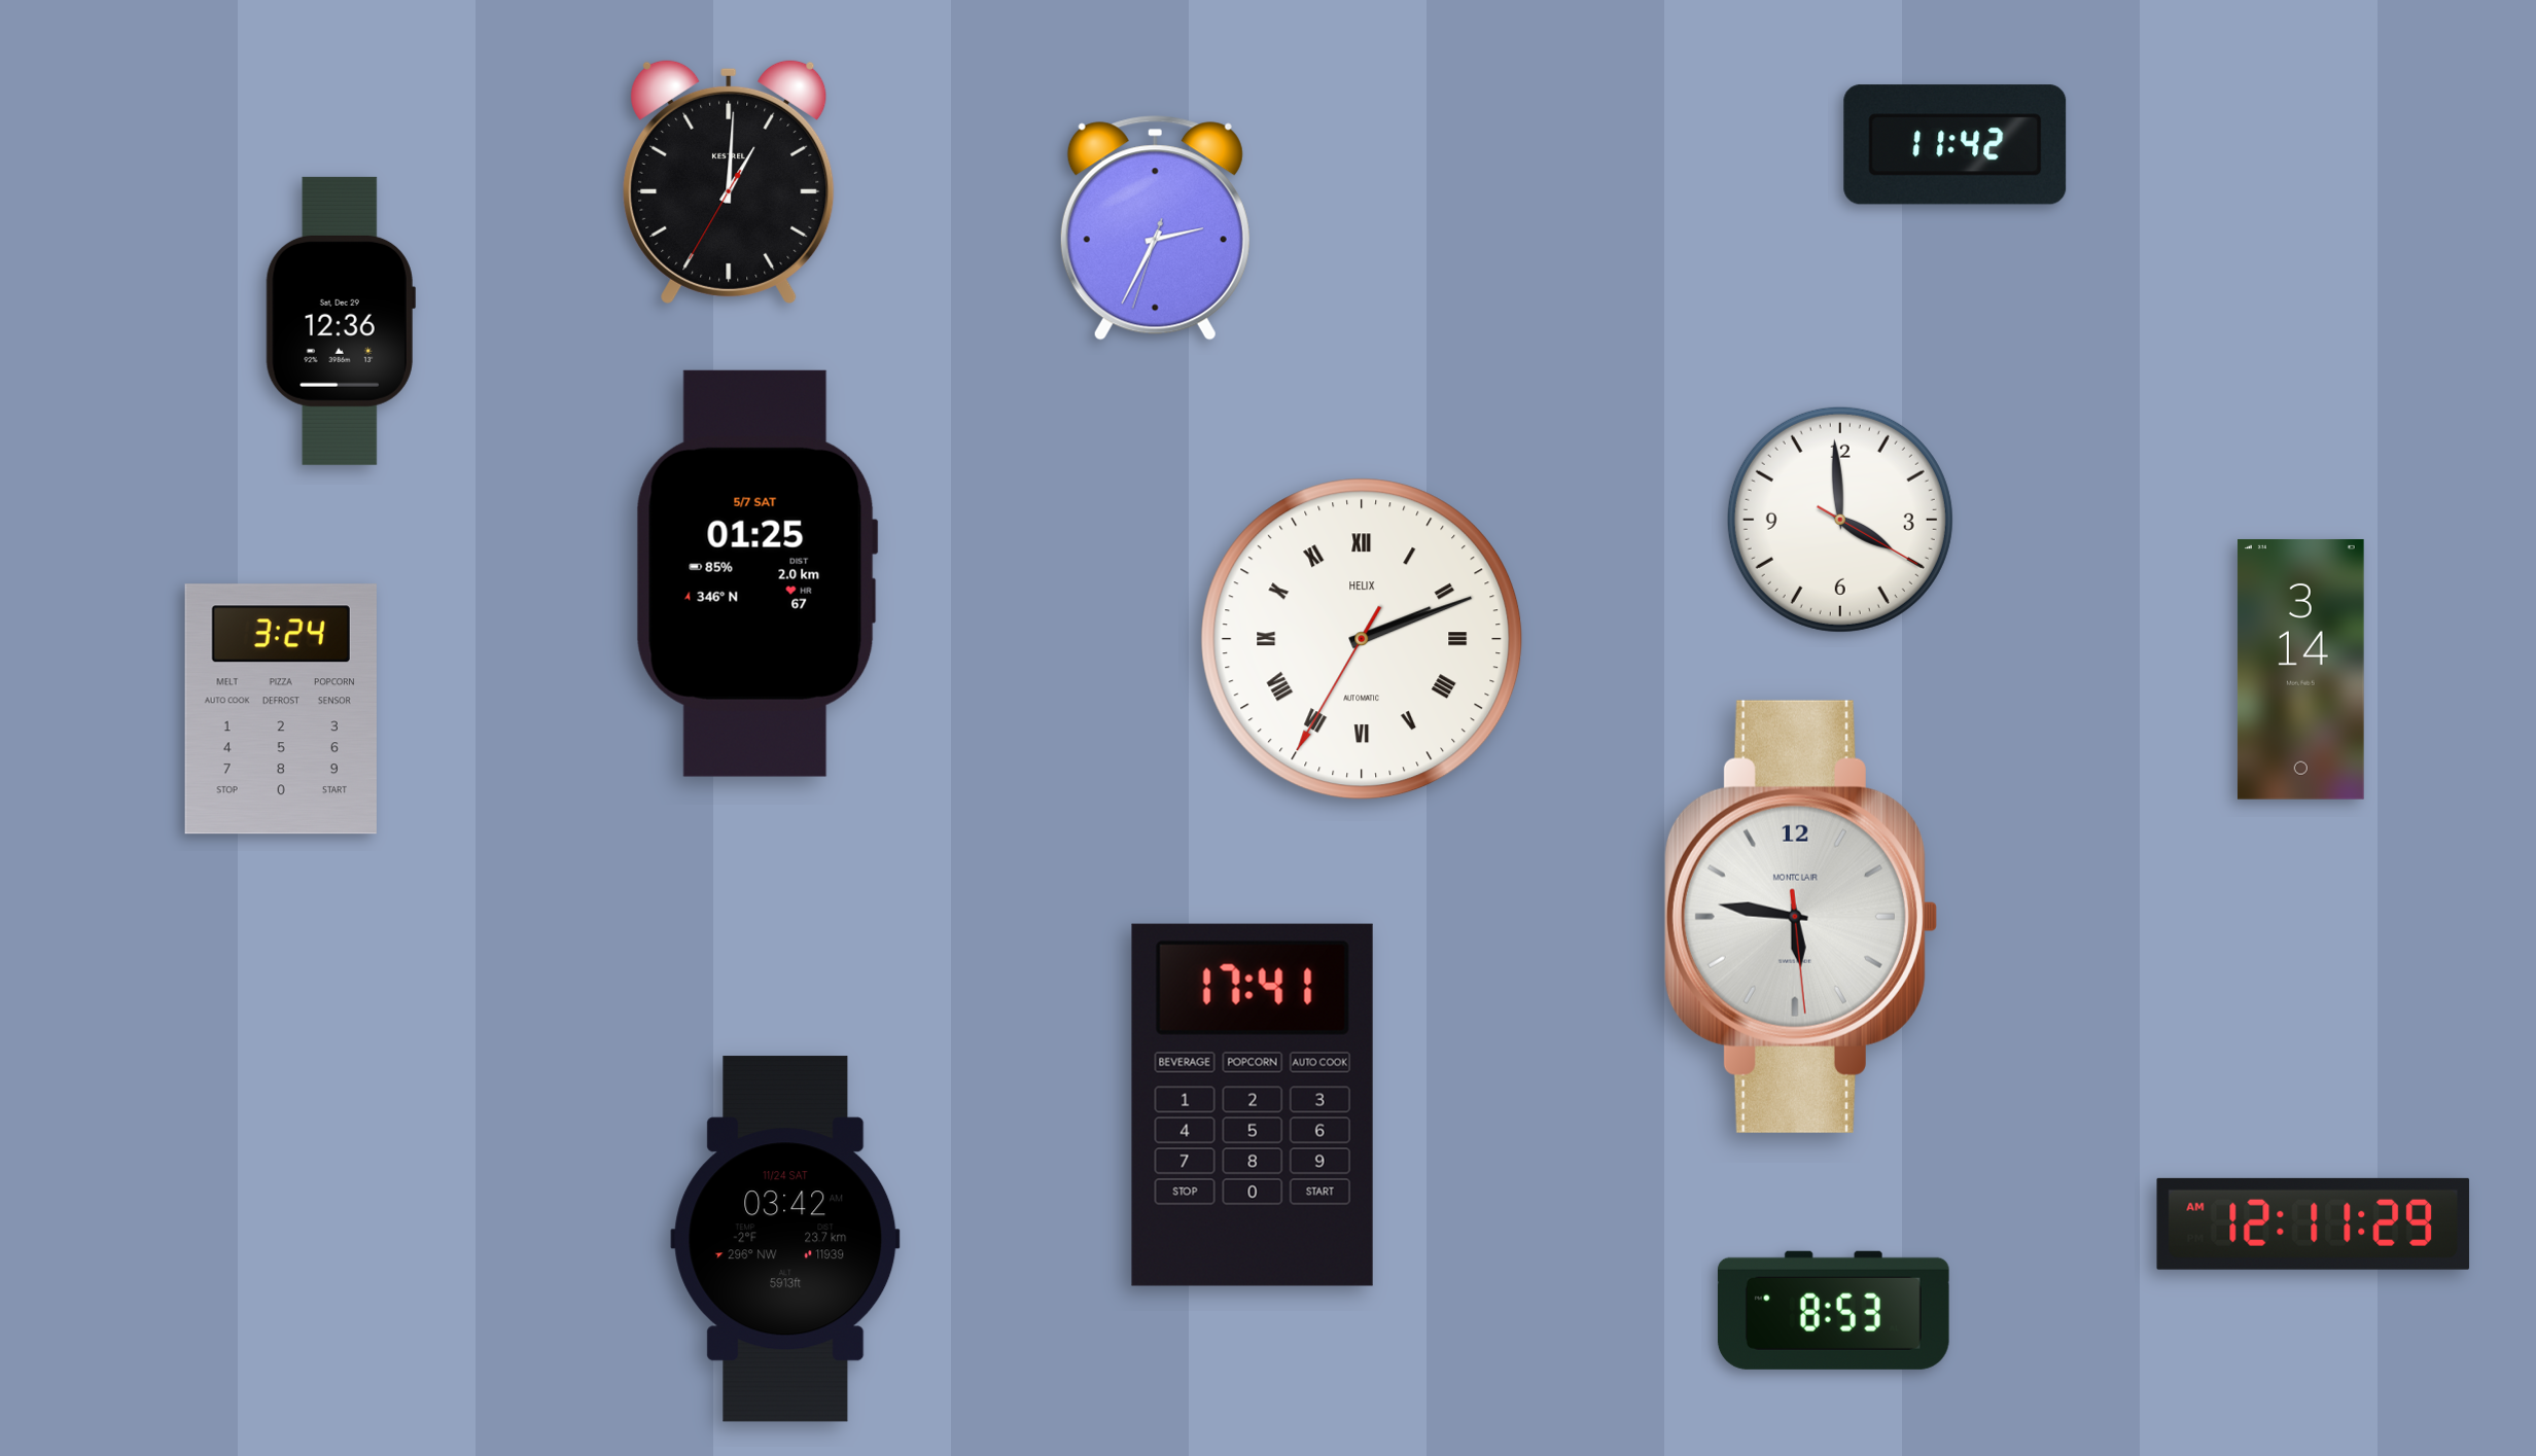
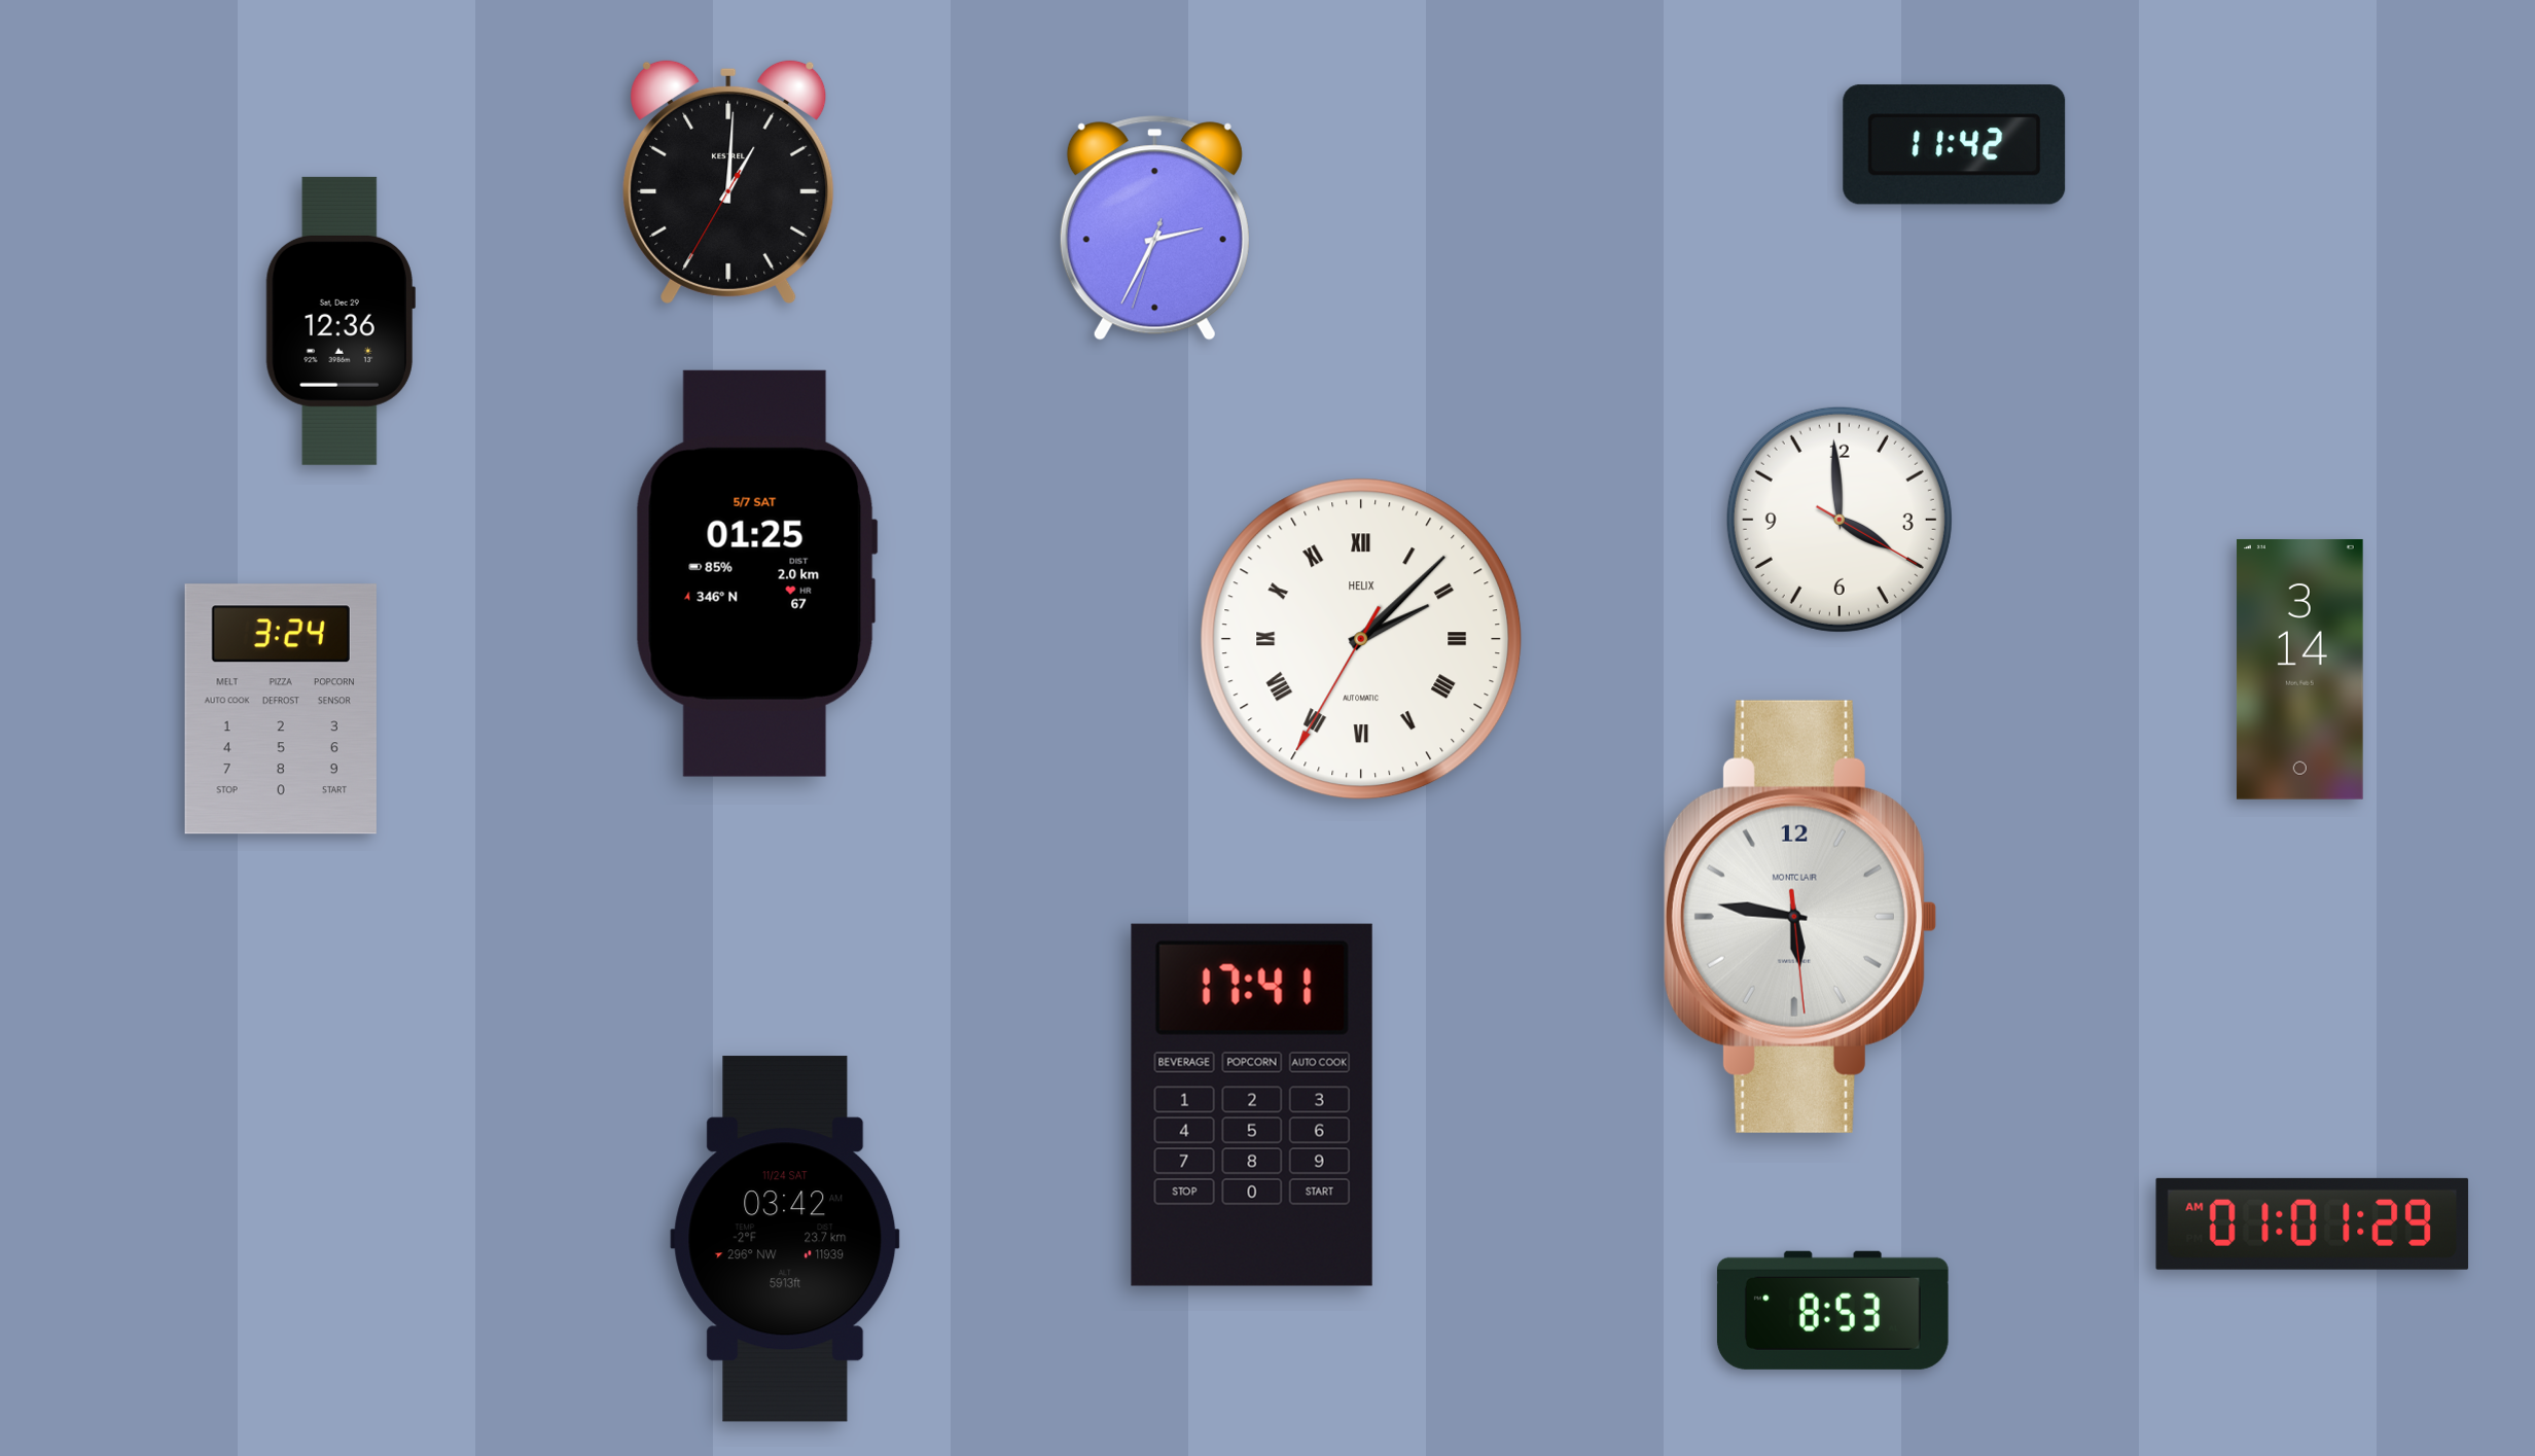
clock at (1362, 639): 2:11 -> 2:07
clock at (2314, 1223): 12:11 -> 01:01
